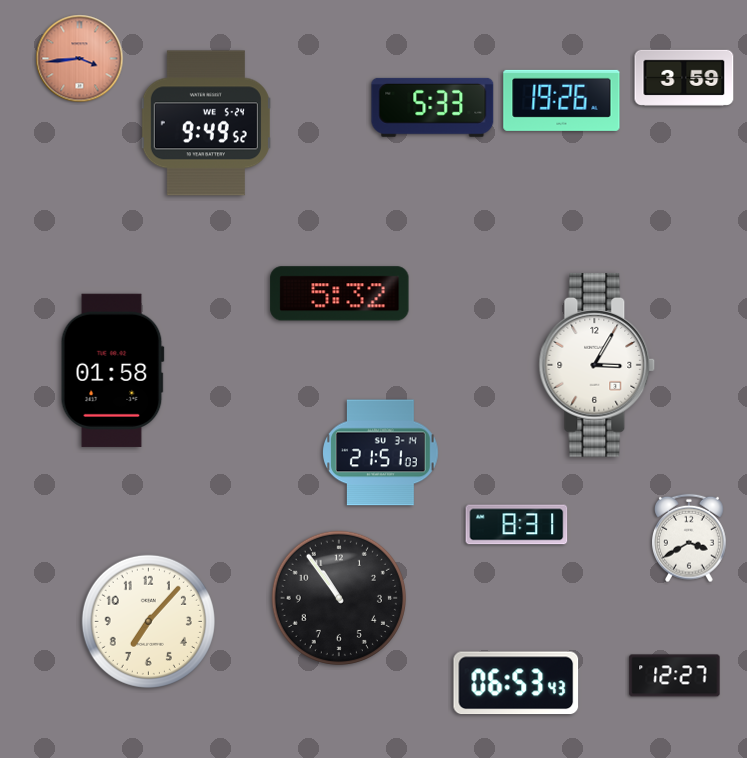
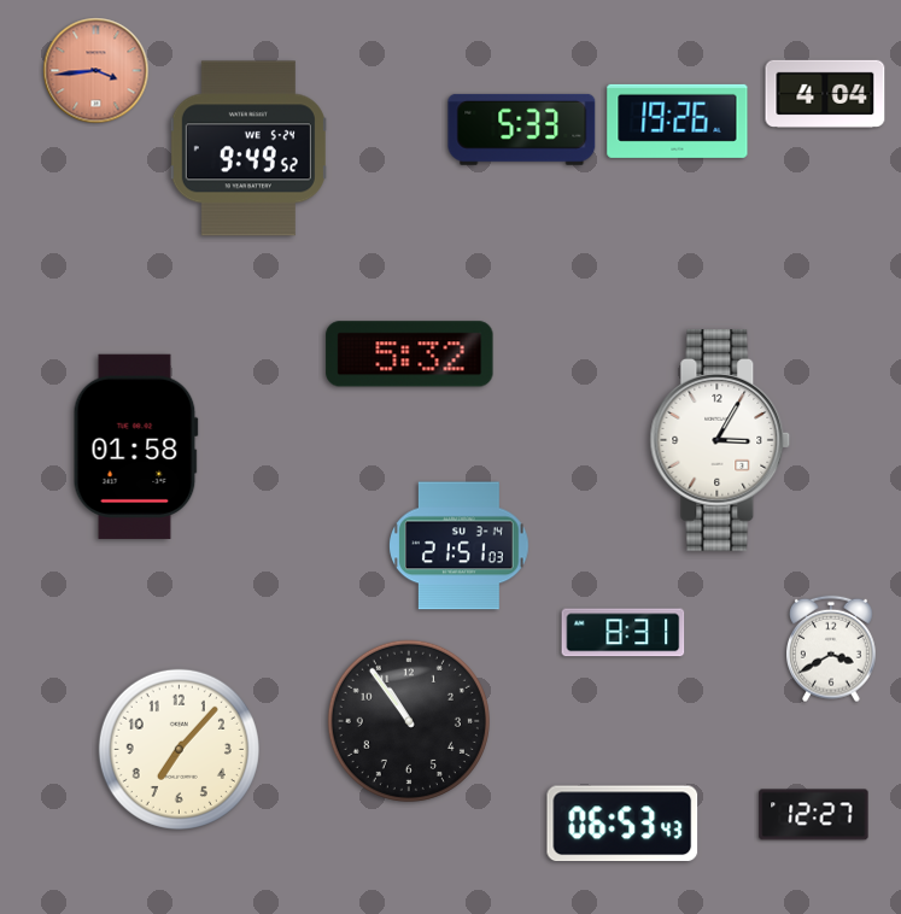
clock at (684, 78): 3:59 -> 4:04
